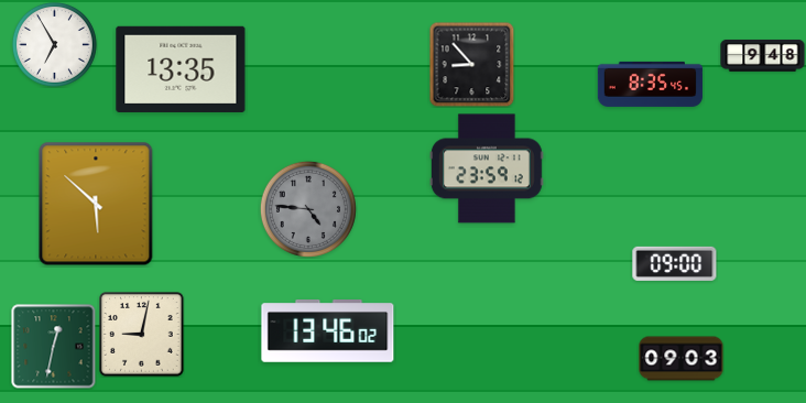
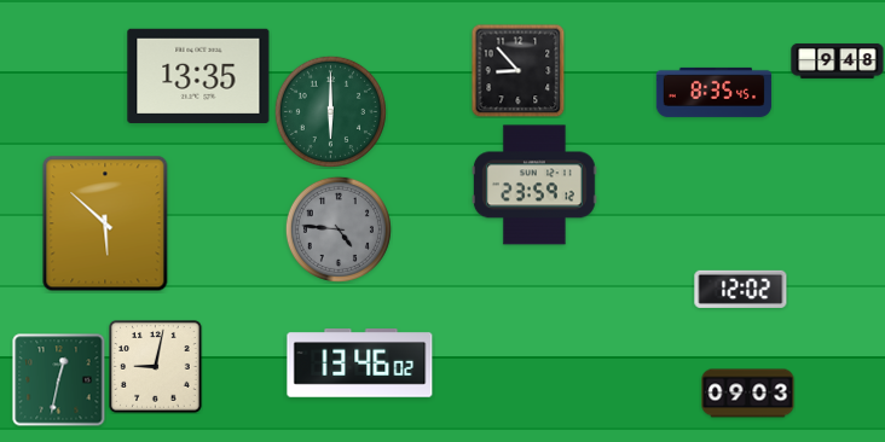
clock at (54, 44): 6:55 -> none
clock at (330, 111): none -> 6:00
clock at (675, 263): 09:00 -> 12:02
